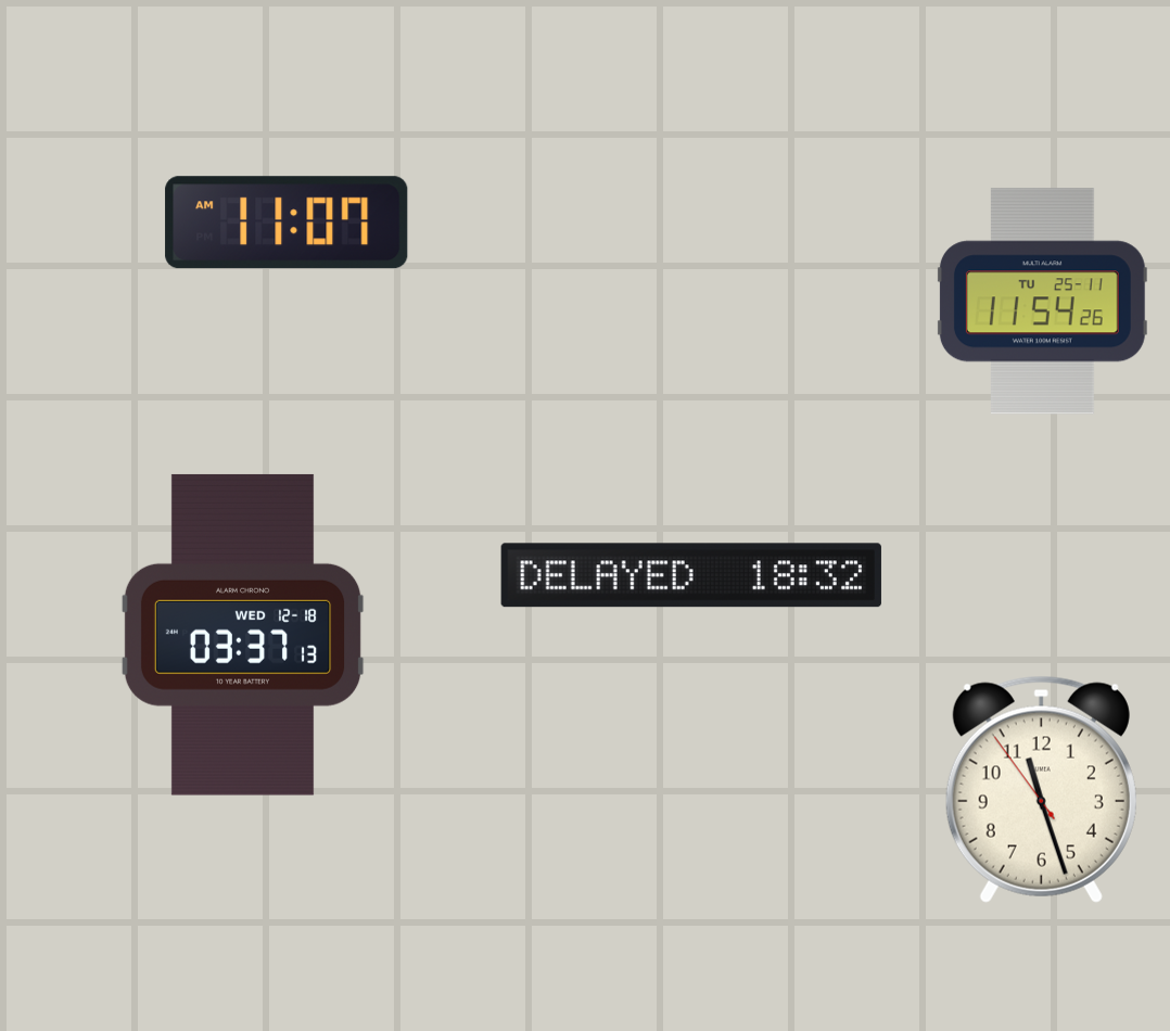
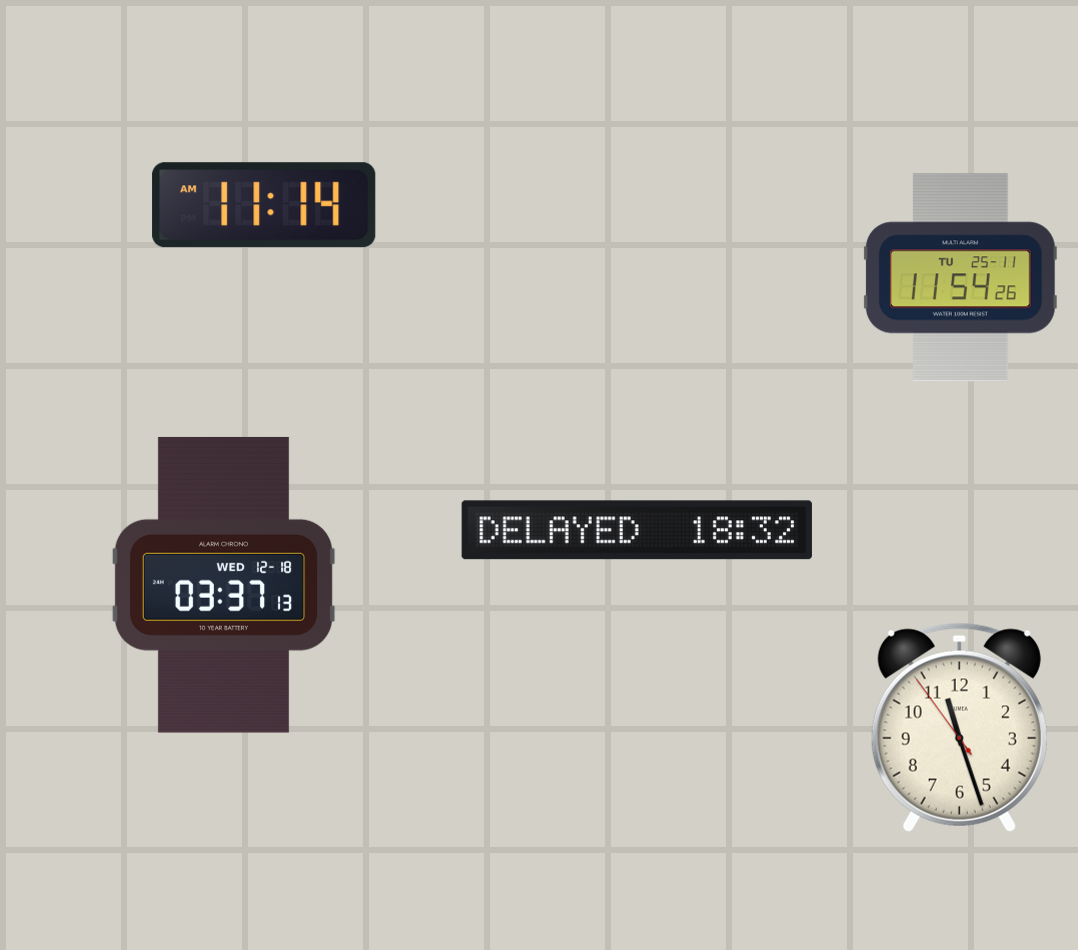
clock at (287, 222): 11:07 -> 11:14
